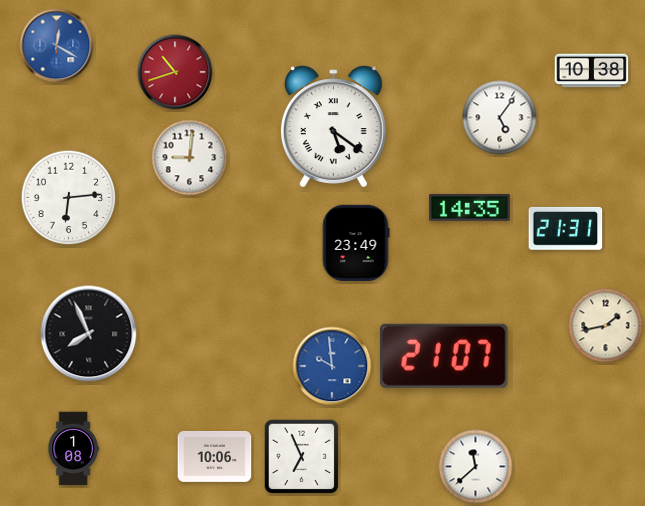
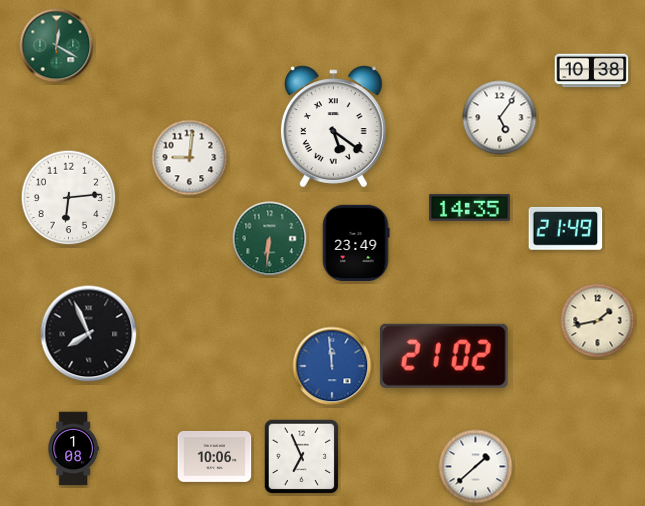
clock at (57, 46) dial: blue -> green
clock at (175, 72): 10:42 -> none
clock at (566, 228): 21:31 -> 21:49
clock at (270, 239): none -> 6:31
clock at (606, 326) position: (606, 326) -> (598, 321)
clock at (444, 356): 21:07 -> 21:02
clock at (332, 366): 9:59 -> 11:59
clock at (476, 467): 11:38 -> 1:38
